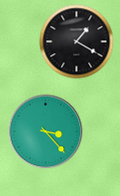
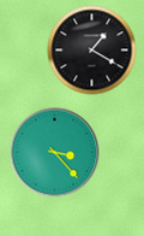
clock at (46, 132) position: (46, 132) -> (55, 153)
